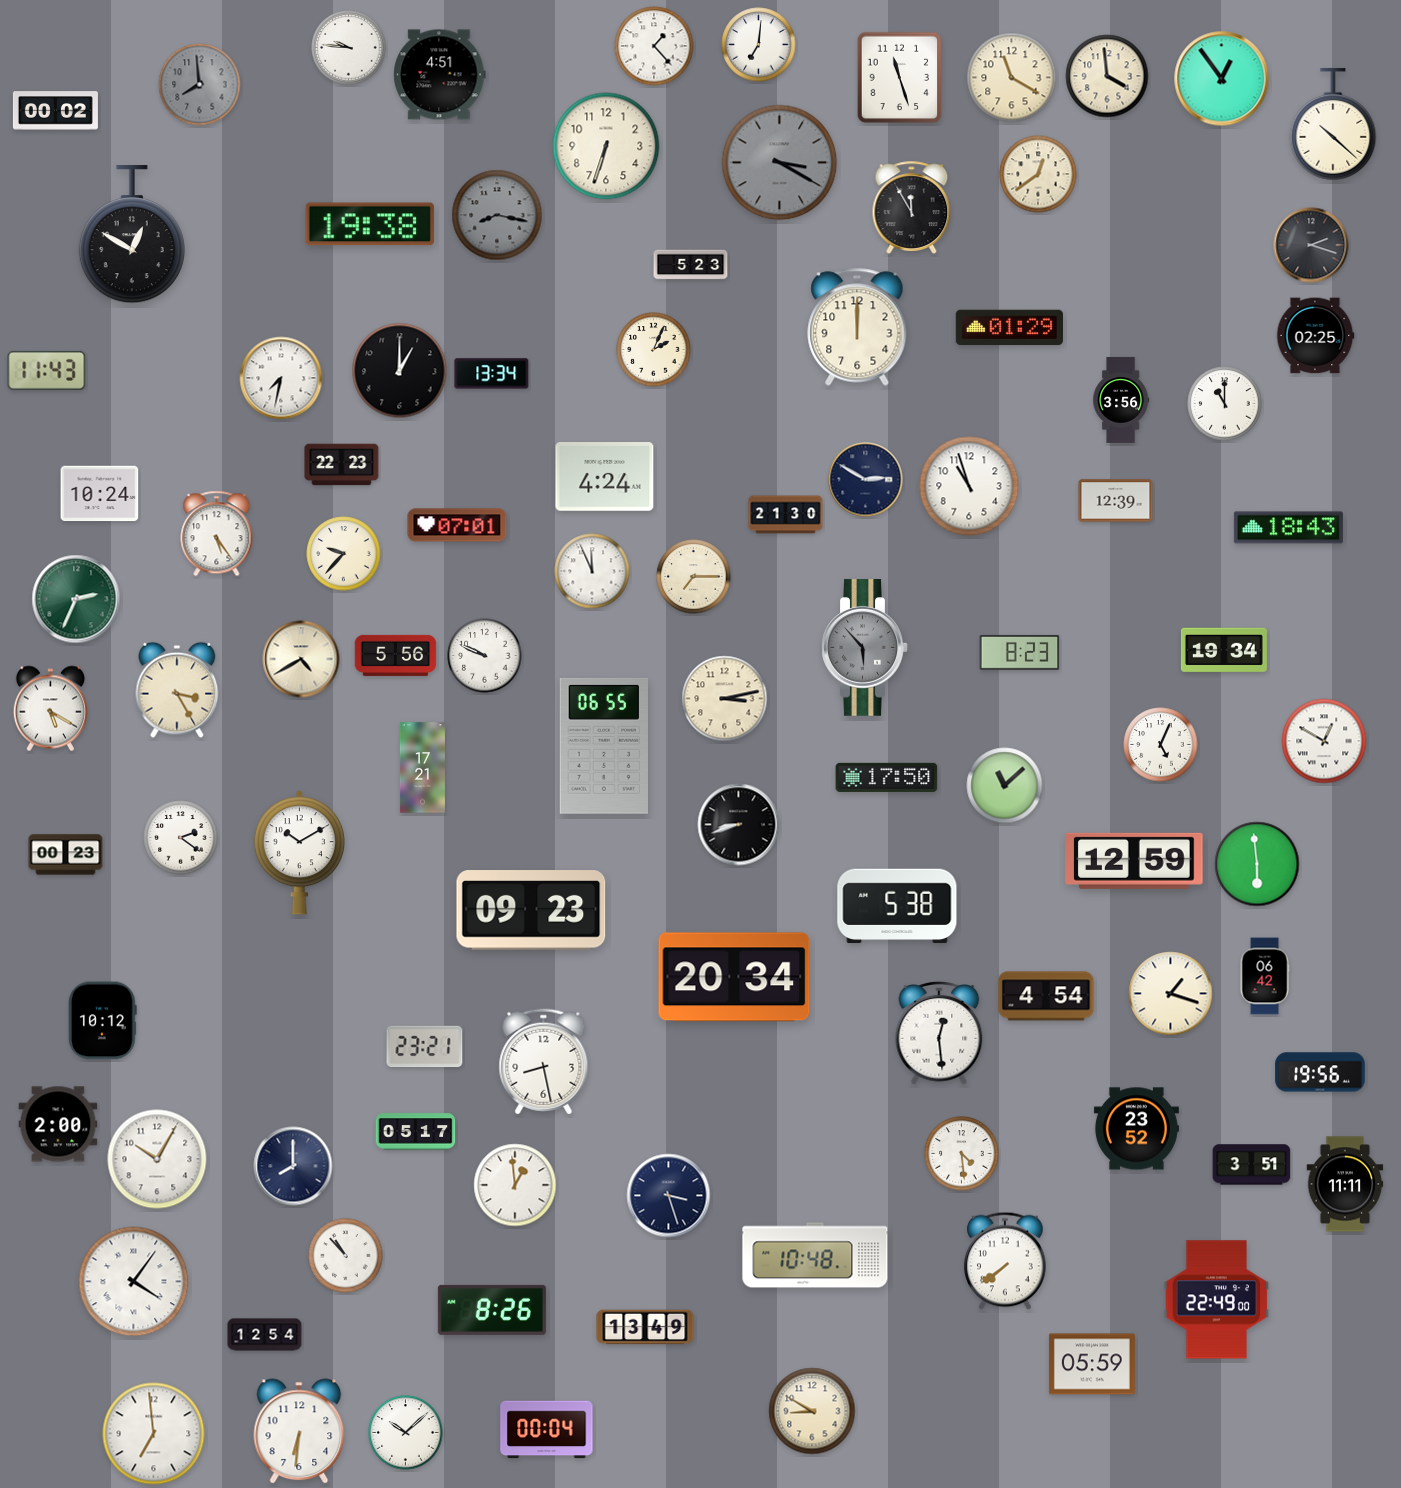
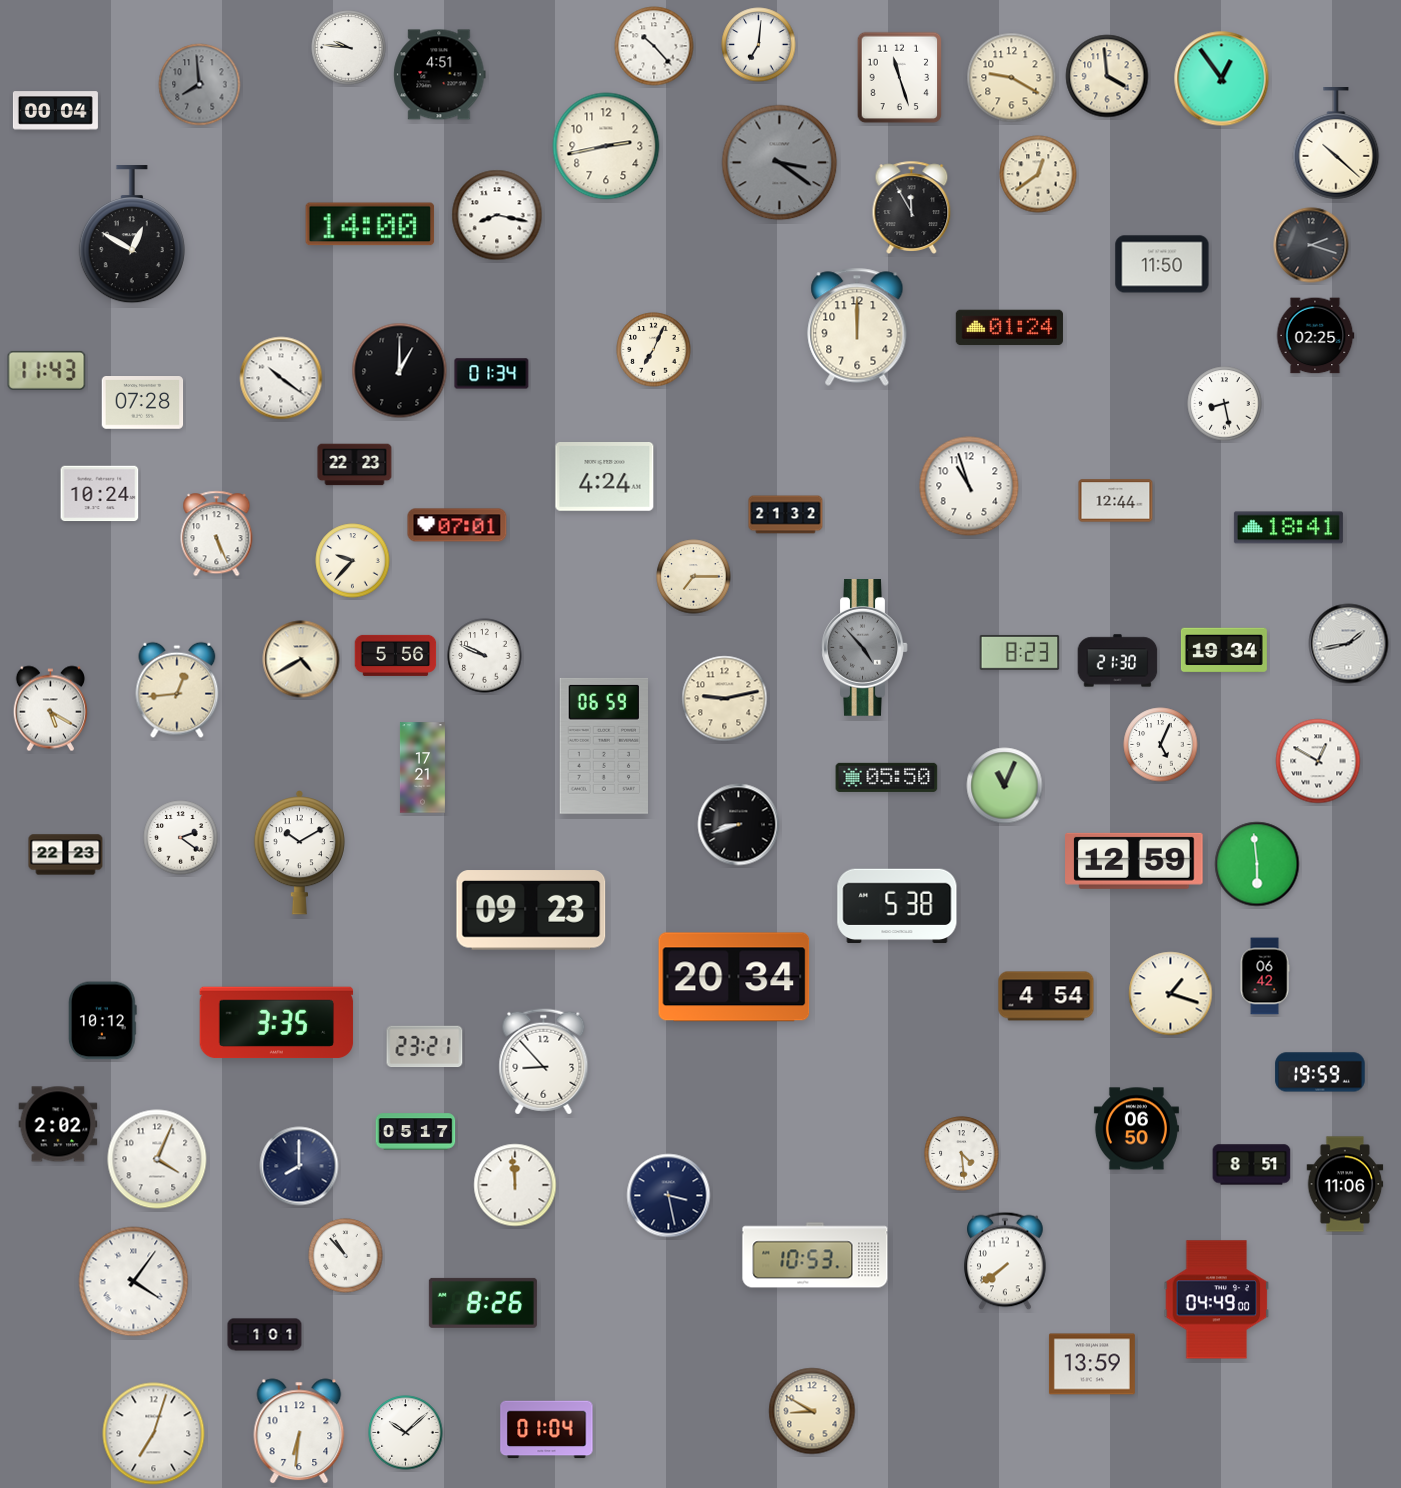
clock at (654, 46): 1:23 -> 10:23
clock at (1012, 78): 11:20 -> 9:20
clock at (55, 111): 00:02 -> 00:04
clock at (1333, 125) position: (1333, 125) -> (1336, 144)
clock at (606, 146): 6:33 -> 2:43
clock at (780, 163): 3:20 -> 3:21
clock at (497, 215) dial: grey -> white
clock at (370, 224): 19:38 -> 14:00
clock at (1162, 264): none -> 11:50
clock at (691, 265): 5:23 -> none
clock at (1009, 328): 01:29 -> 01:24
clock at (654, 350): 2:04 -> 7:04
clock at (492, 374): 13:34 -> 01:34
clock at (281, 378): 7:32 -> 10:21
clock at (1121, 400): 3:56 -> none
clock at (143, 403): none -> 07:28
clock at (1225, 404): 11:00 -> 8:28
clock at (342, 465) position: (342, 465) -> (355, 465)
clock at (866, 480): 2:50 -> none
clock at (1116, 501): 12:39 -> 12:44
clock at (786, 515): 21:30 -> 21:32
clock at (1288, 528): 18:43 -> 18:41
clock at (217, 534): 5:24 -> 5:26
clock at (344, 554) position: (344, 554) -> (353, 561)
clock at (592, 571): 11:56 -> none
clock at (76, 599): 2:34 -> none
clock at (1349, 644): none -> 1:43
clock at (865, 648): 5:53 -> 4:53
clock at (1118, 661): none -> 21:30
clock at (177, 690): 3:25 -> 12:44
clock at (725, 699): 3:13 -> 9:13
clock at (1324, 741) position: (1324, 741) -> (1318, 761)
clock at (603, 746): 06:55 -> 06:59
clock at (887, 777): 17:50 -> 05:50
clock at (1005, 786): 11:08 -> 11:04
clock at (66, 855): 00:23 -> 22:23
clock at (277, 1023): none -> 3:35
clock at (939, 1033): 12:29 -> none
clock at (544, 1062): 8:28 -> 8:53
clock at (1320, 1072): 19:56 -> 19:59
clock at (58, 1124): 2:00 -> 2:02
clock at (1136, 1129): 23:52 -> 06:50
clock at (157, 1159): 10:05 -> 4:04
clock at (1252, 1165): 3:51 -> 8:51
clock at (293, 1166) position: (293, 1166) -> (299, 1166)
clock at (1345, 1184): 11:11 -> 11:06
clock at (515, 1185): 12:59 -> 11:59
clock at (669, 1196): 3:27 -> 3:28
clock at (815, 1255): 10:48 -> 10:53
clock at (1217, 1300): 22:49 -> 04:49
clock at (492, 1310) position: (492, 1310) -> (483, 1303)
clock at (645, 1327): 13:49 -> none
clock at (265, 1335): 12:54 -> 1:01
clock at (1092, 1364): 05:59 -> 13:59
clock at (547, 1430): 00:04 -> 01:04
clock at (154, 1434): 6:59 -> 7:03
